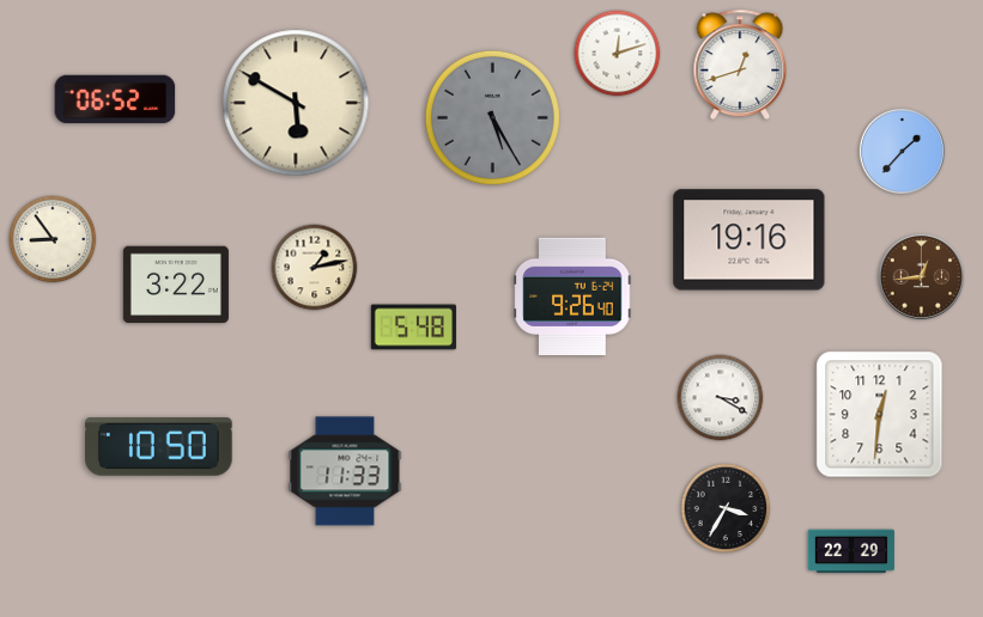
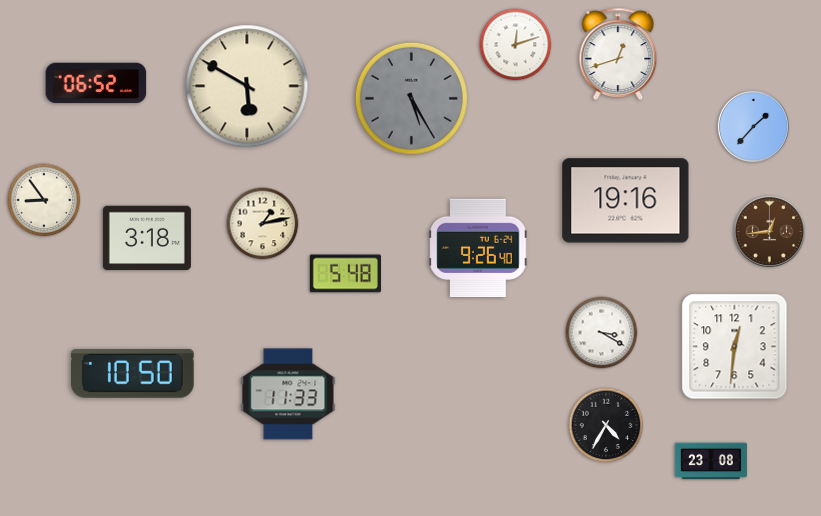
clock at (176, 285): 3:22 -> 3:18
clock at (726, 508): 3:35 -> 4:35
clock at (851, 551): 22:29 -> 23:08
